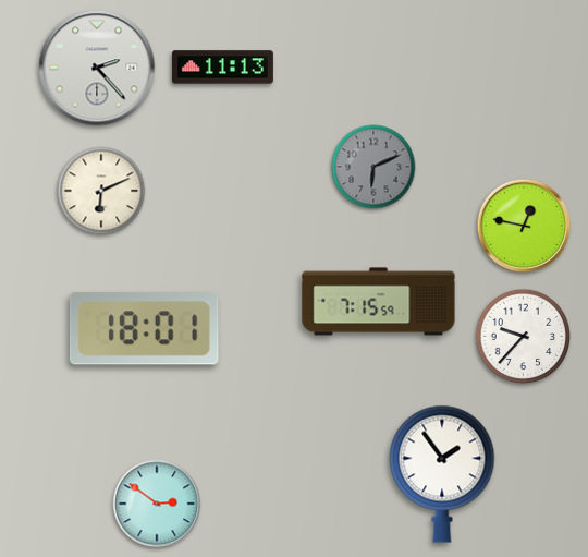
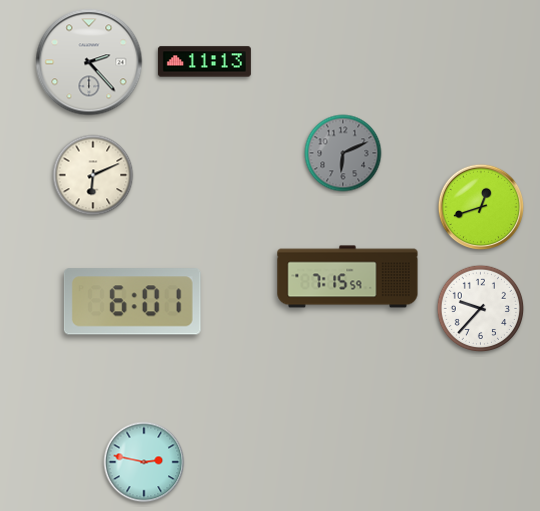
clock at (524, 226): 12:47 -> 12:42
clock at (144, 329): 18:01 -> 6:01
clock at (442, 474): 1:54 -> none
clock at (157, 504): 2:51 -> 2:47
